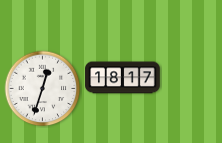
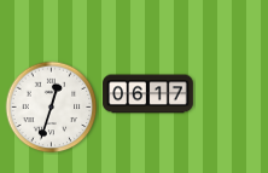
clock at (123, 78): 18:17 -> 06:17
